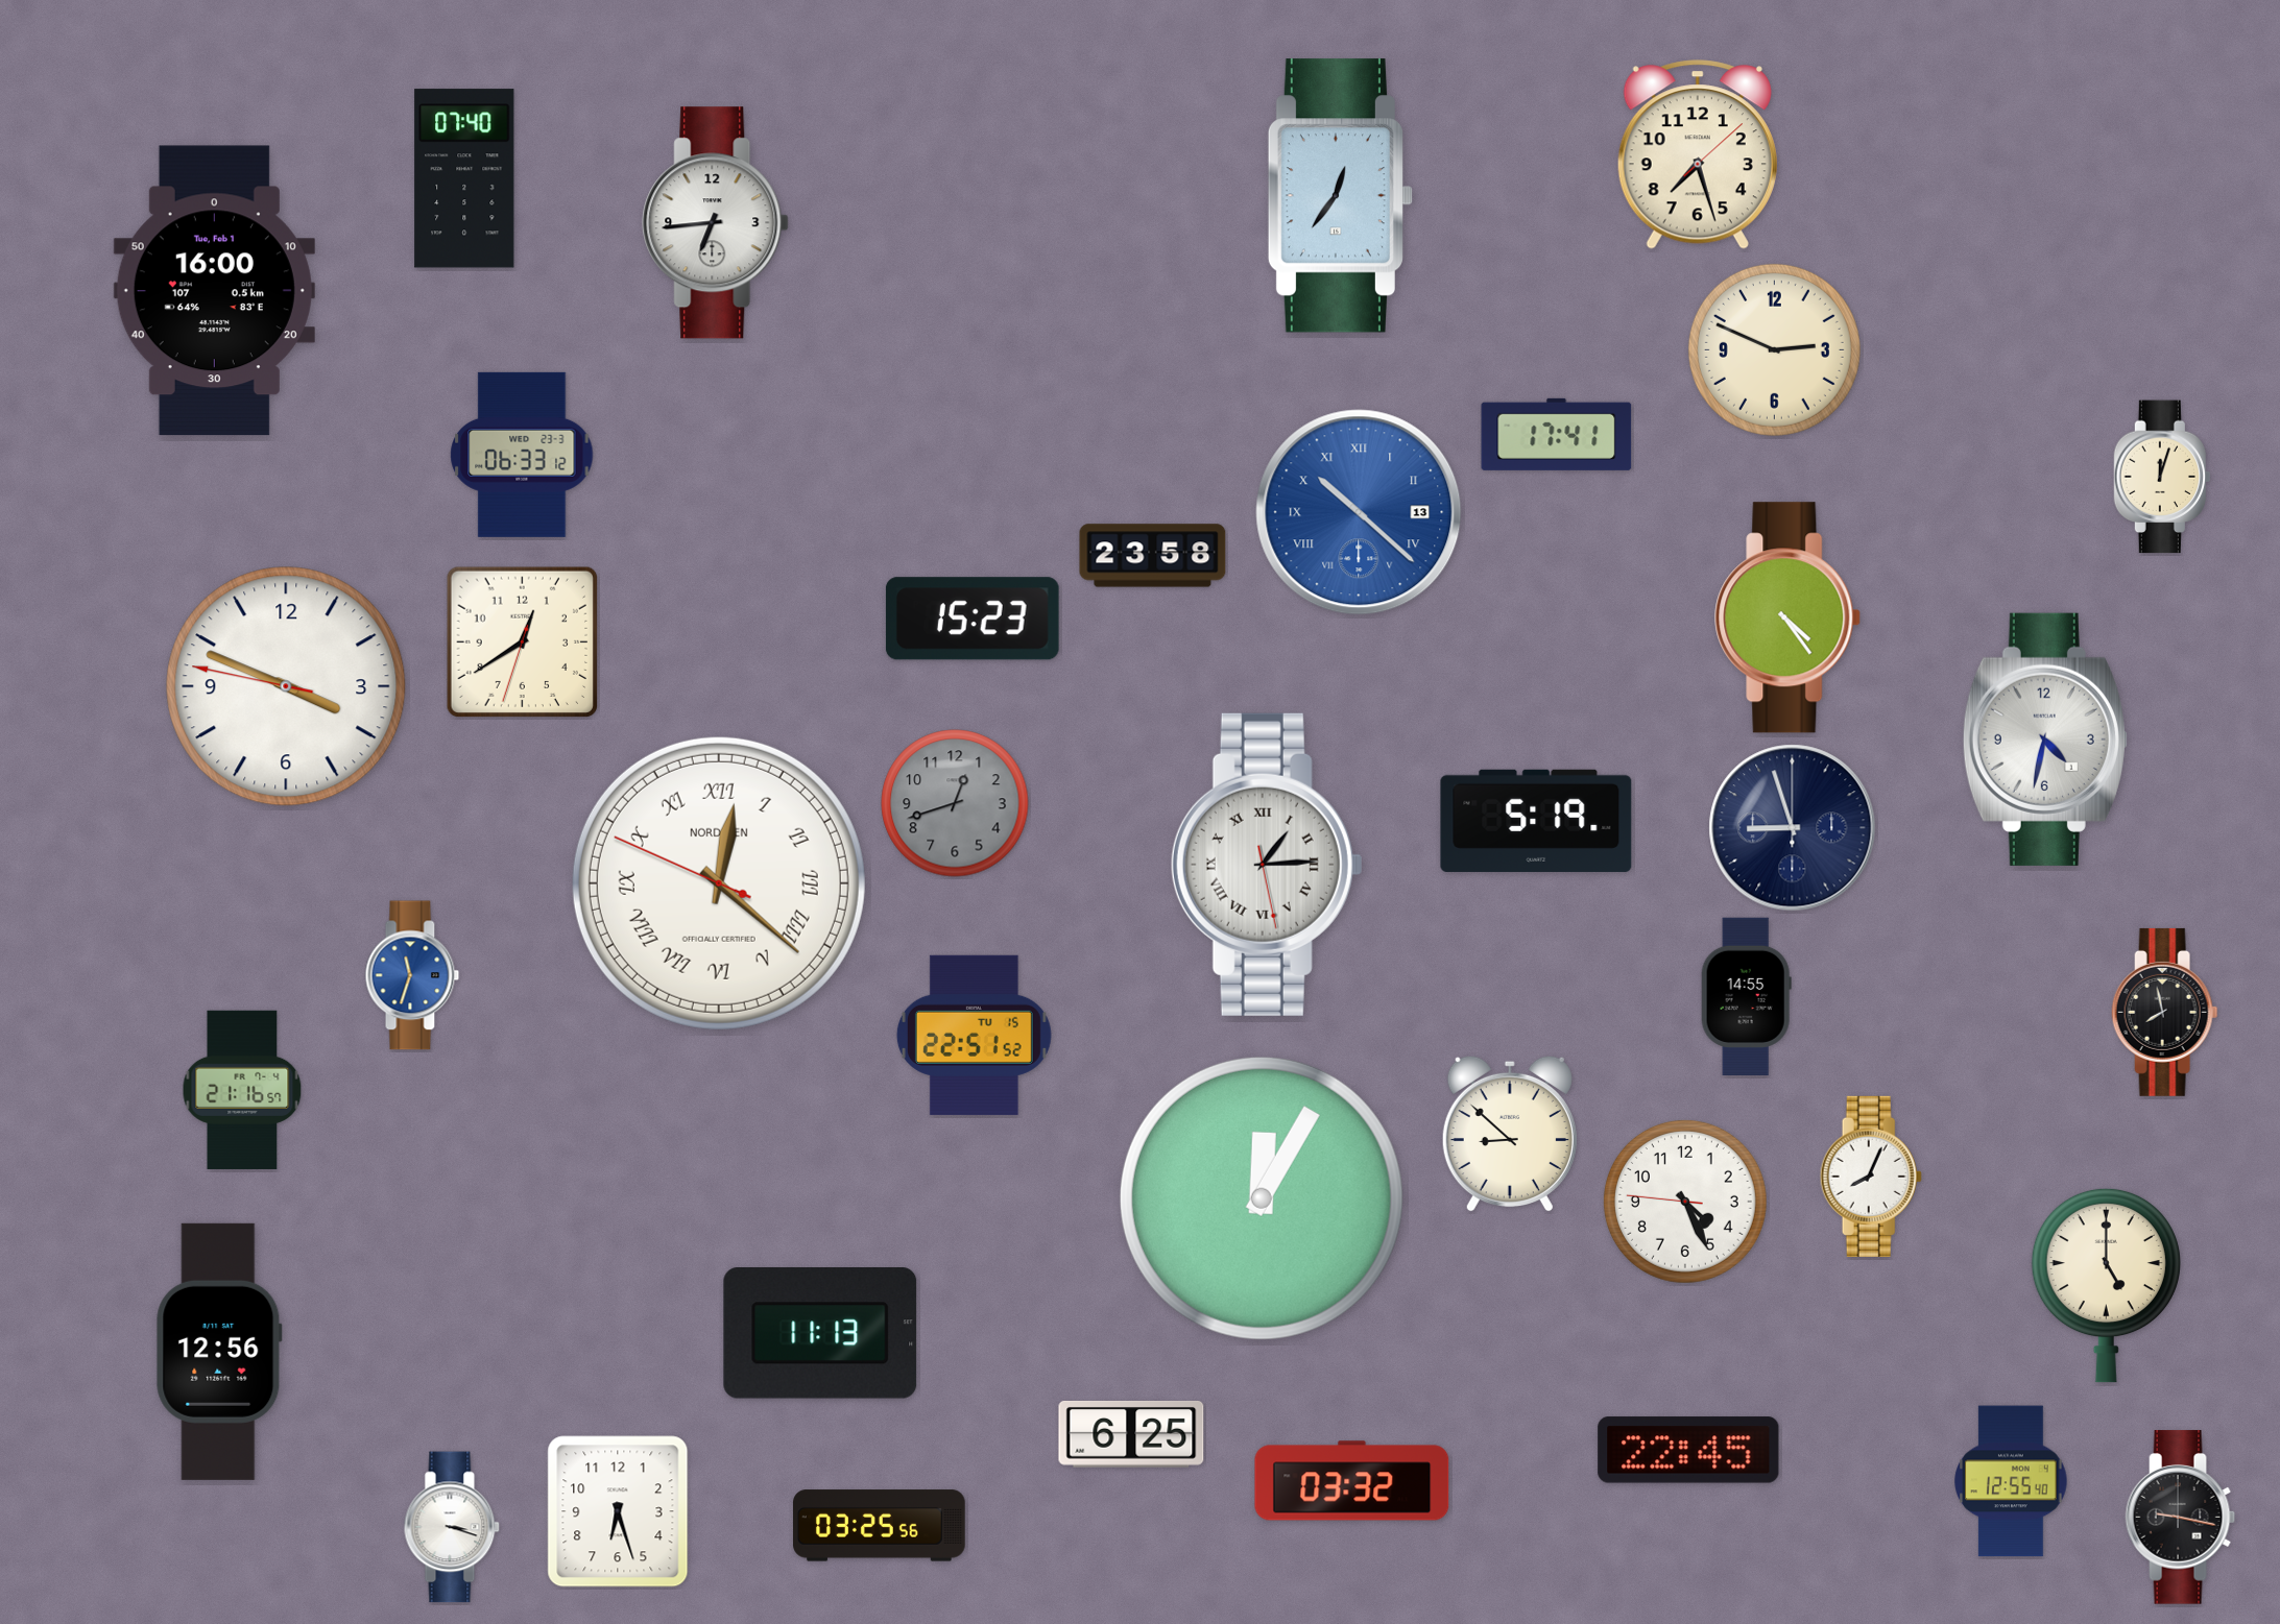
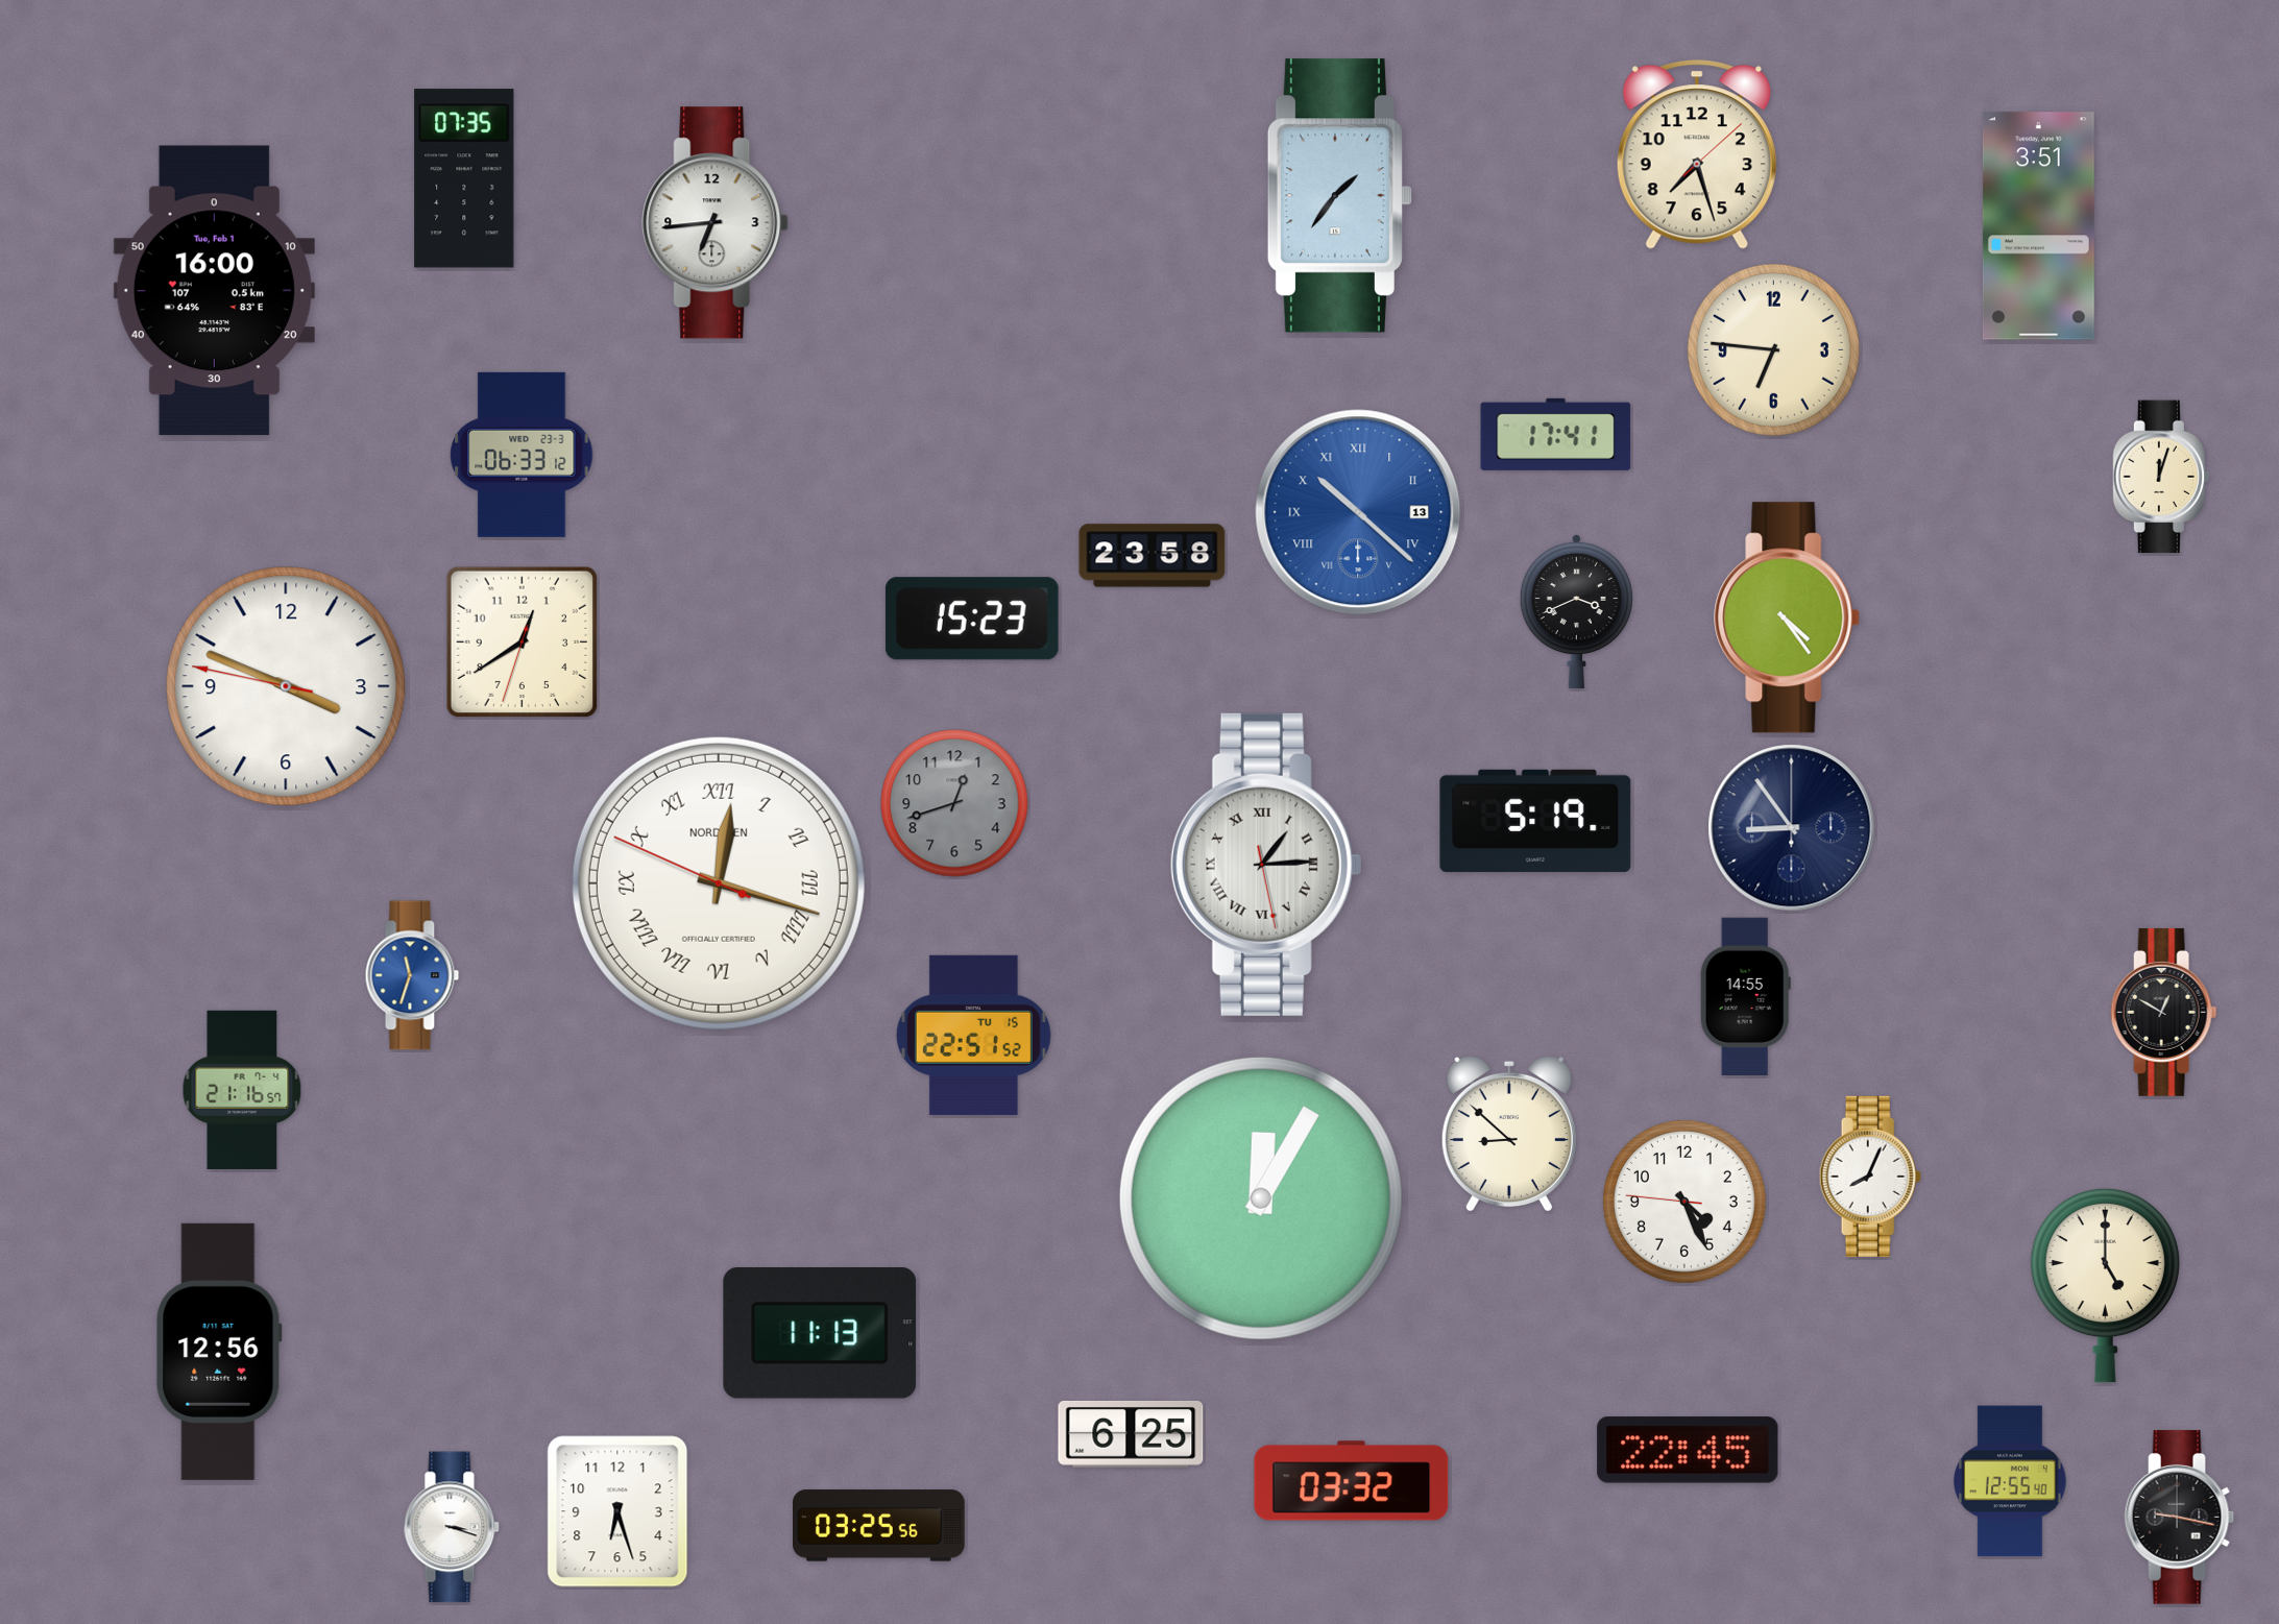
clock at (464, 178): 07:40 -> 07:35
clock at (1340, 196): 12:36 -> 1:36
clock at (2038, 226): none -> 3:51
clock at (1774, 349): 2:49 -> 6:46
clock at (1576, 611): none -> 3:41
clock at (2045, 740): 4:32 -> none
clock at (1793, 828): 8:57 -> 8:54
clock at (719, 883): 12:21 -> 12:17
clock at (2165, 1012): 7:58 -> 12:50
